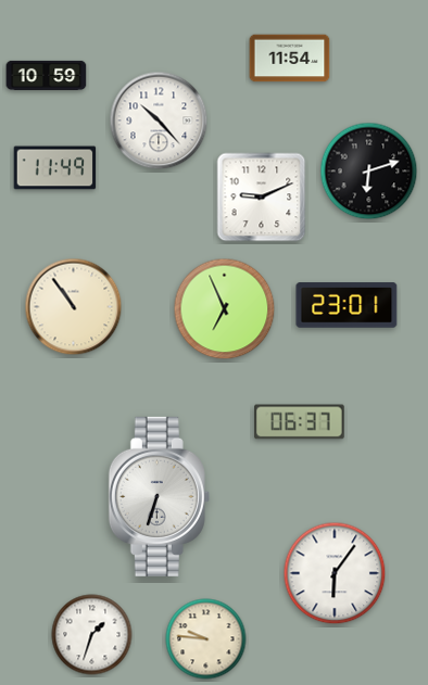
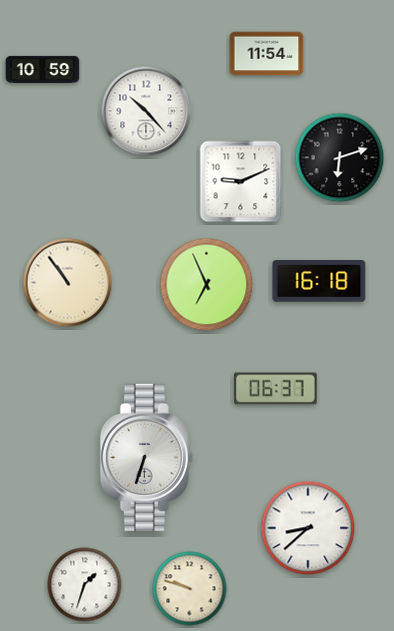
clock at (55, 168): 11:49 -> none
clock at (347, 305): 23:01 -> 16:18
clock at (335, 573): 6:06 -> 8:38
clock at (206, 639): 9:46 -> 9:48
